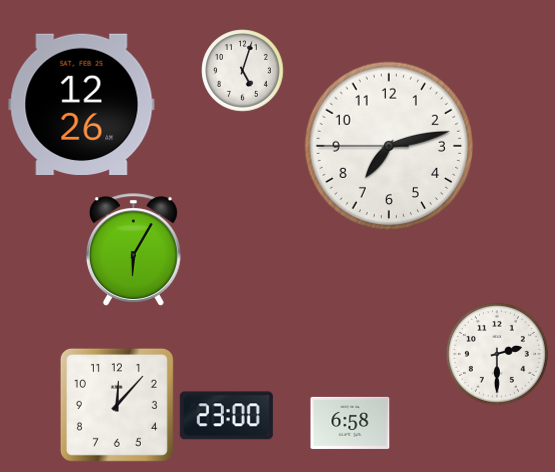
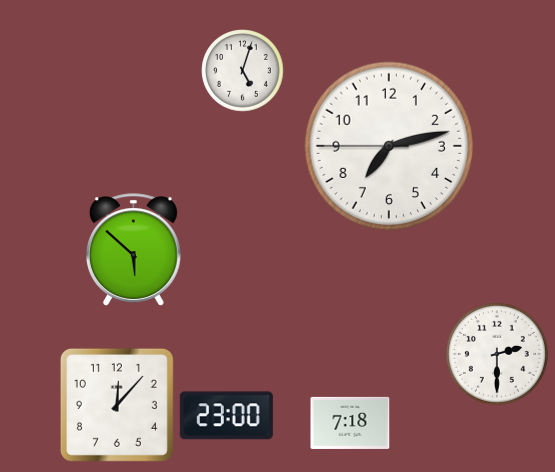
clock at (82, 104): 12:26 -> none
clock at (133, 250): 6:05 -> 5:52
clock at (350, 423): 6:58 -> 7:18
